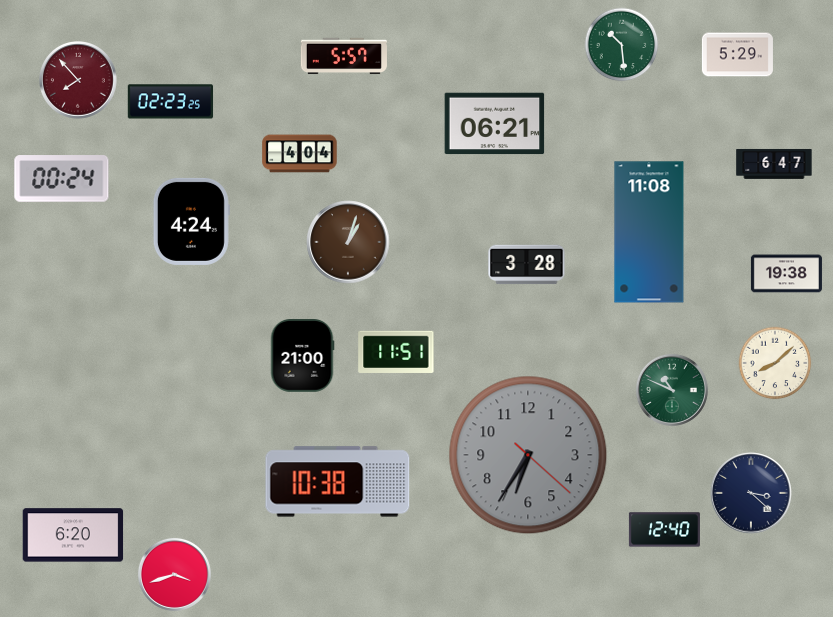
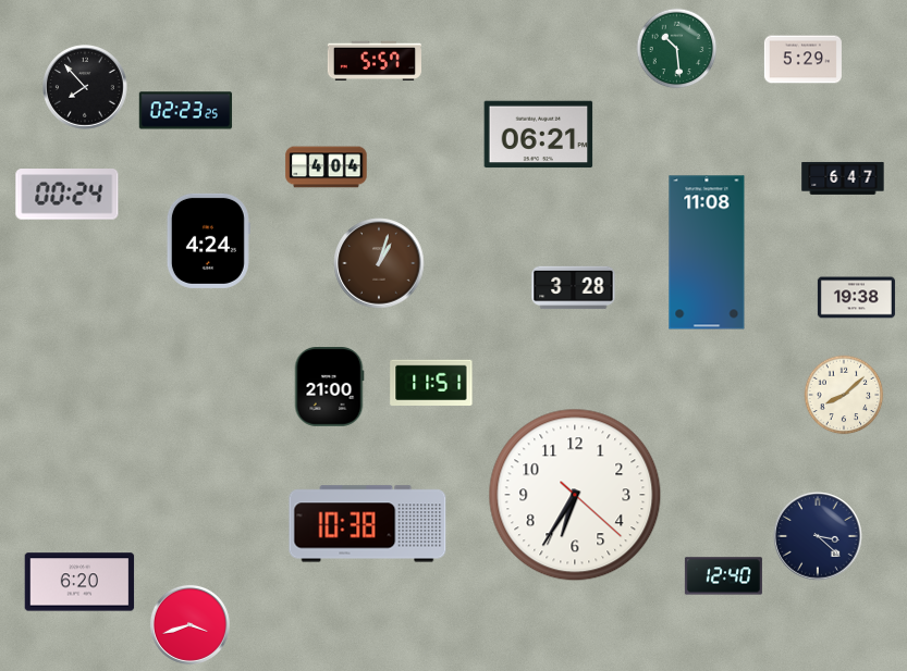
clock at (78, 80) dial: burgundy -> black
clock at (672, 390): 10:49 -> none
clock at (528, 455) dial: grey -> white
